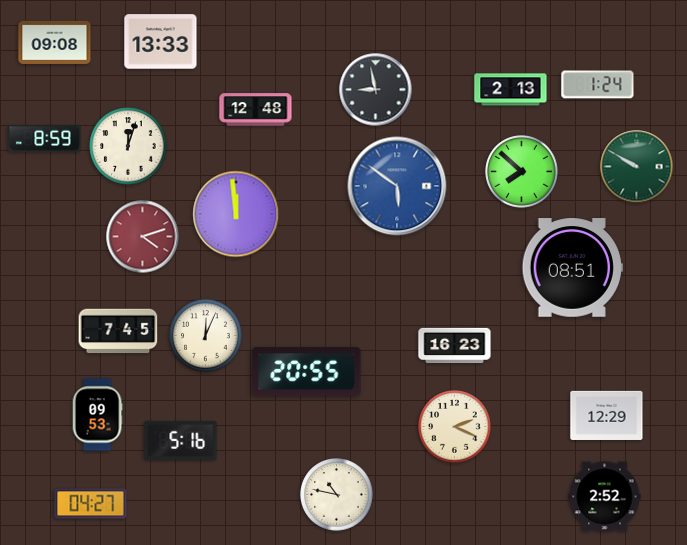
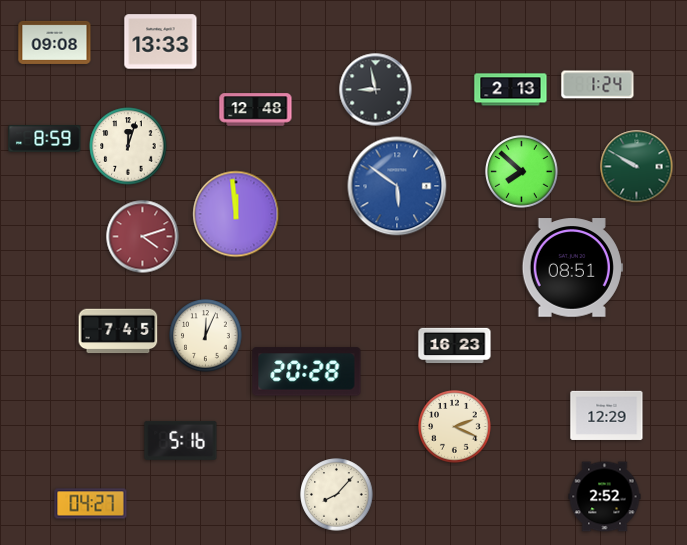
clock at (307, 372): 20:55 -> 20:28
clock at (97, 415): 09:53 -> none
clock at (337, 495): 10:47 -> 8:07
